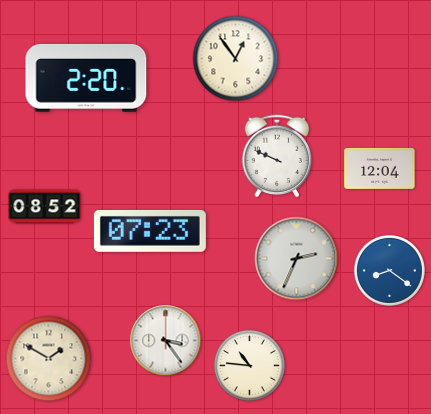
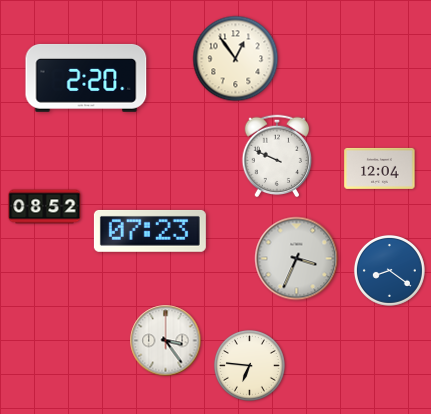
clock at (297, 259): 2:34 -> 3:34
clock at (49, 359): 1:50 -> none
clock at (249, 365): 10:46 -> 6:46
